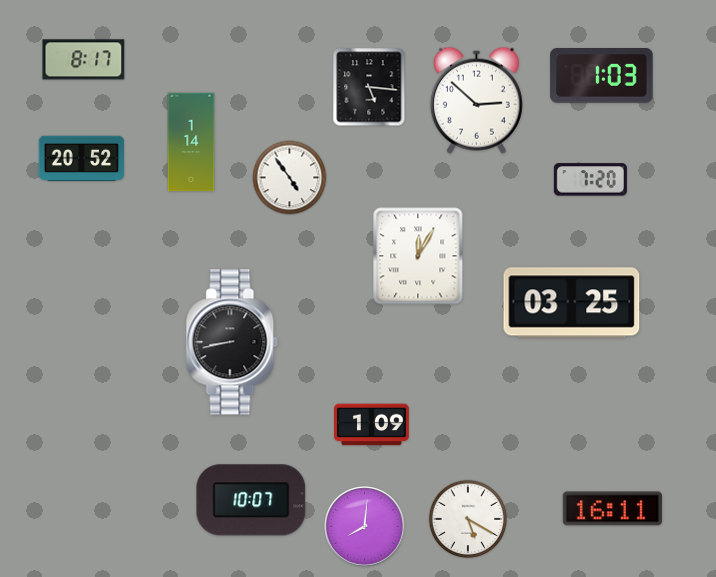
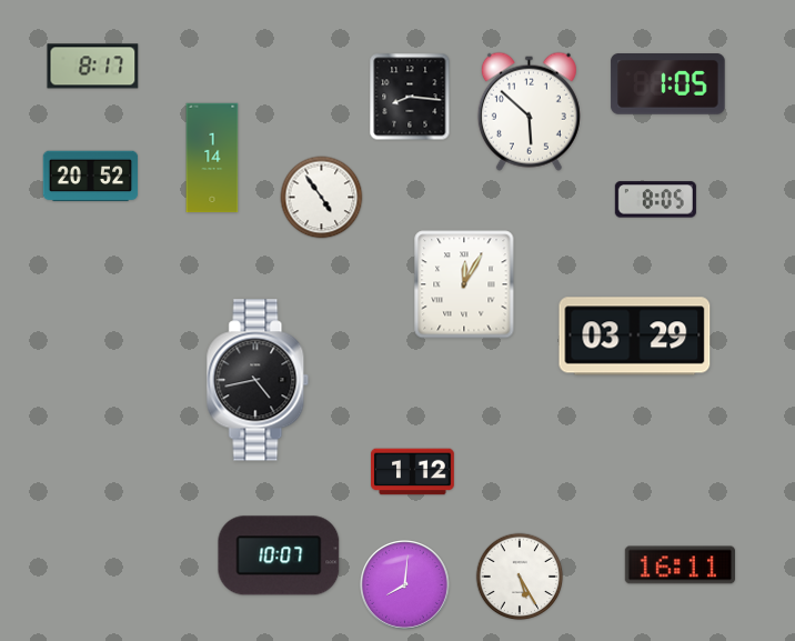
clock at (602, 76): 1:03 -> 1:05
clock at (369, 87): 5:16 -> 8:16
clock at (476, 100): 2:52 -> 5:52
clock at (590, 180): 7:20 -> 8:05
clock at (572, 303): 03:25 -> 03:29
clock at (232, 342): 8:43 -> 4:43
clock at (372, 425): 1:09 -> 1:12
clock at (468, 519): 5:20 -> 5:25
